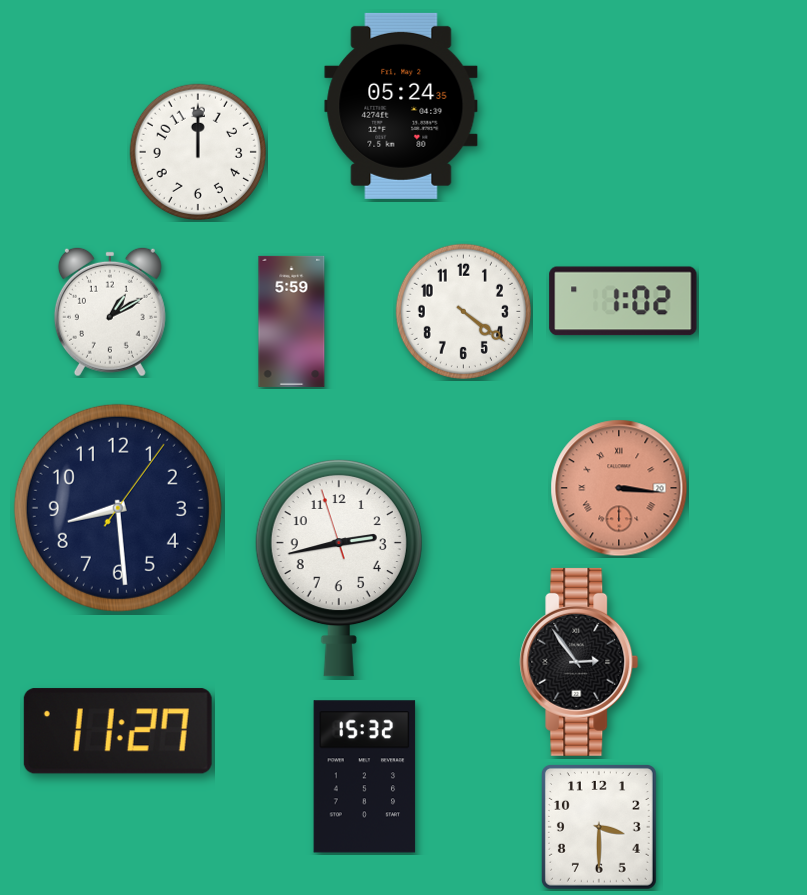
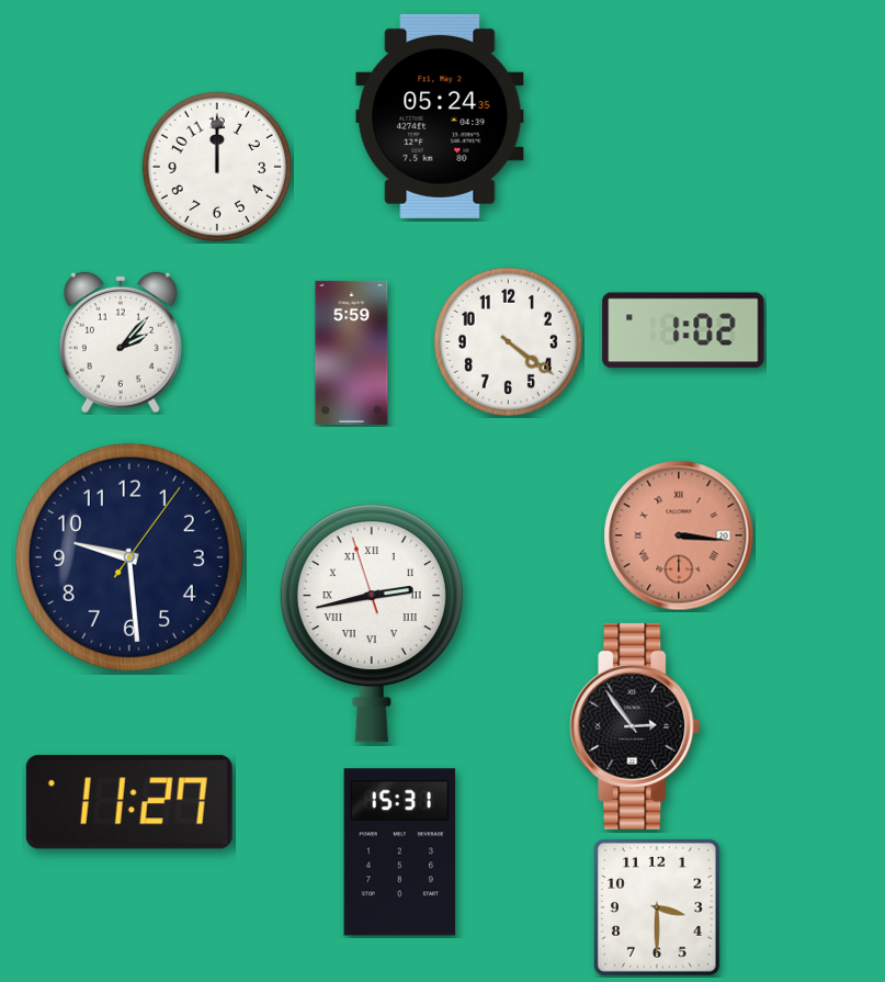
clock at (110, 312): 1:10 -> 2:07
clock at (292, 321) position: (292, 321) -> (352, 352)
clock at (118, 508): 8:29 -> 9:29
clock at (339, 568) numerals: Arabic -> Roman
clock at (365, 777): 15:32 -> 15:31
